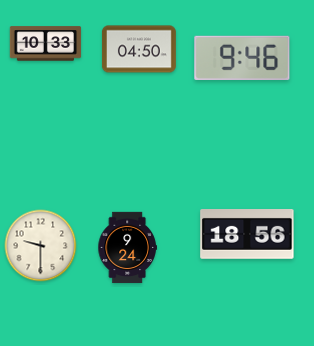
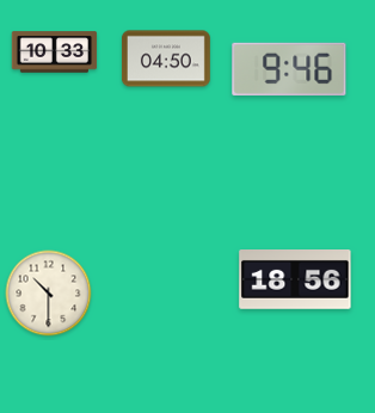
clock at (41, 246): 9:30 -> 10:30
clock at (127, 248): 9:24 -> none
